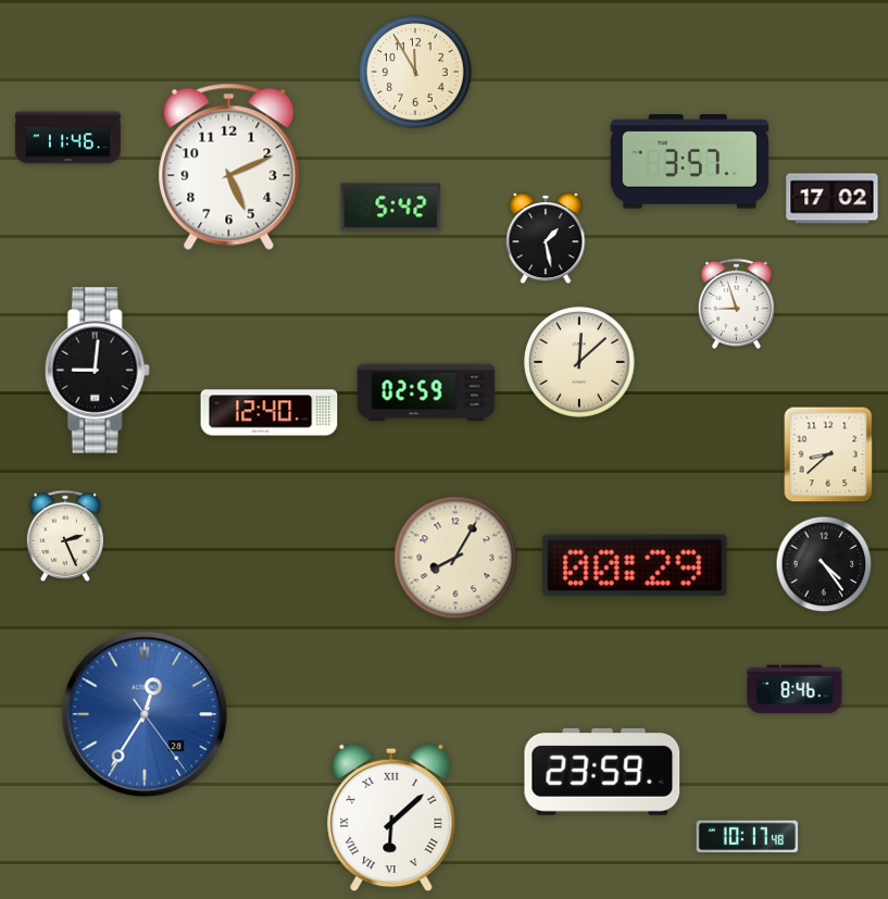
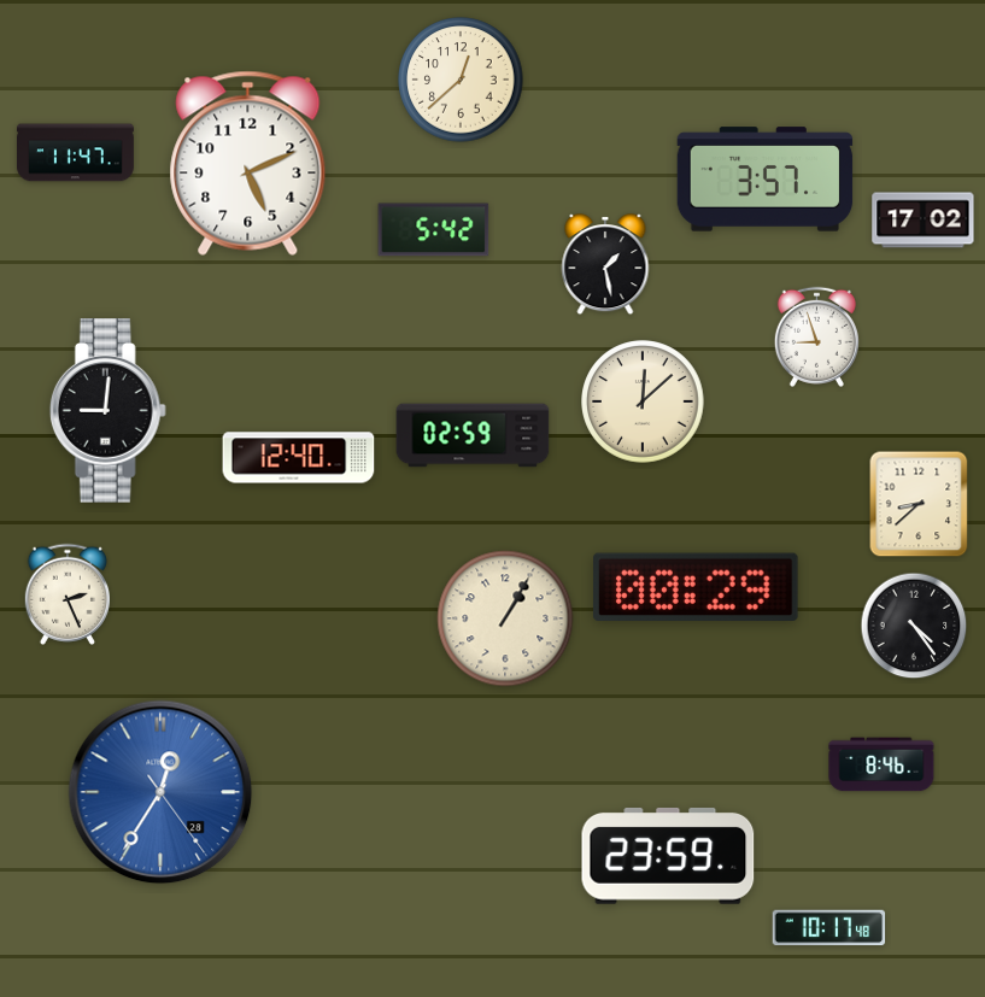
clock at (415, 72): 11:55 -> 12:38
clock at (67, 138): 11:46 -> 11:47
clock at (229, 166) position: (229, 166) -> (248, 163)
clock at (64, 536) position: (64, 536) -> (66, 594)
clock at (455, 558): 8:05 -> 1:05
clock at (636, 564) position: (636, 564) -> (697, 586)
clock at (391, 817): 6:08 -> none
